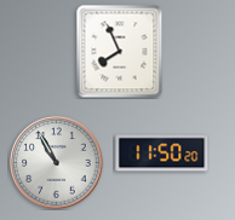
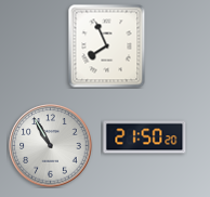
clock at (162, 154): 11:50 -> 21:50
